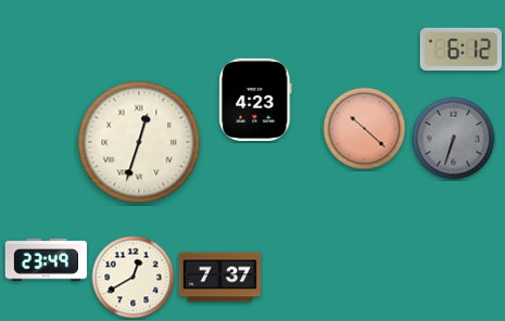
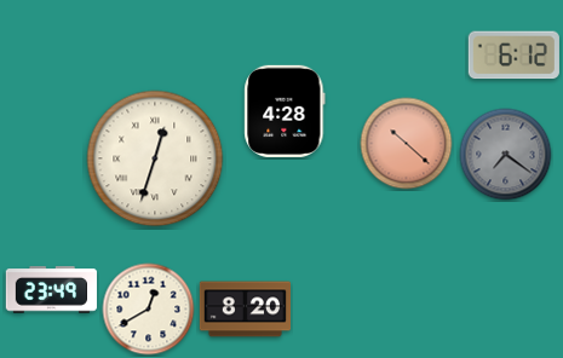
clock at (255, 100): 4:23 -> 4:28
clock at (454, 139): 6:33 -> 7:21
clock at (219, 278): 7:37 -> 8:20
